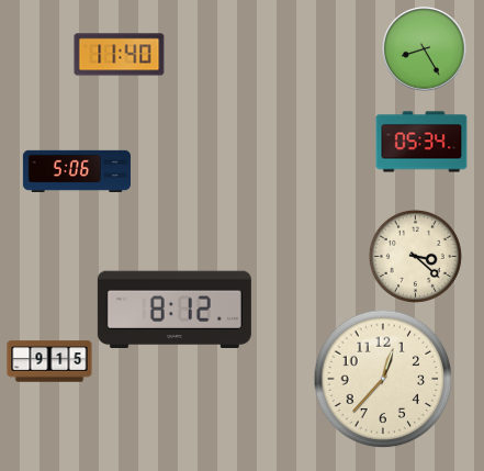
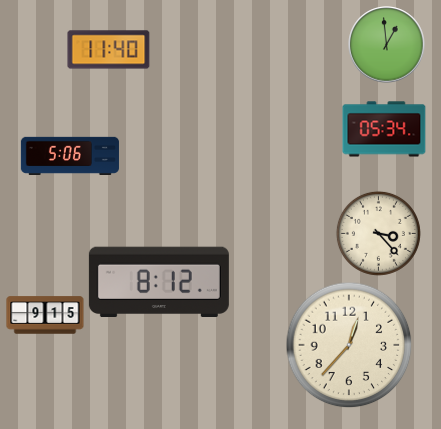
clock at (425, 49): 8:25 -> 12:59
clock at (415, 256): 3:22 -> 3:23
clock at (49, 361) position: (49, 361) -> (45, 315)
